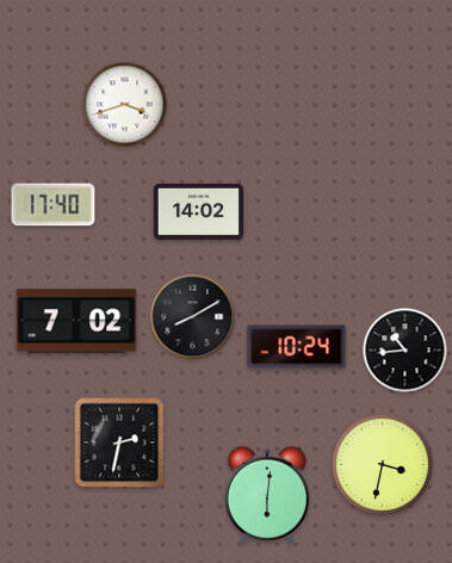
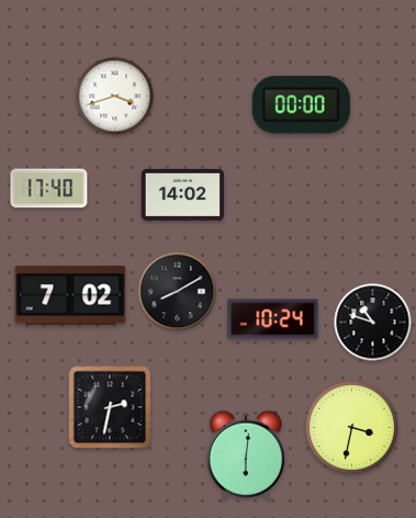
clock at (301, 105): none -> 00:00
clock at (405, 351): 10:44 -> 10:48
